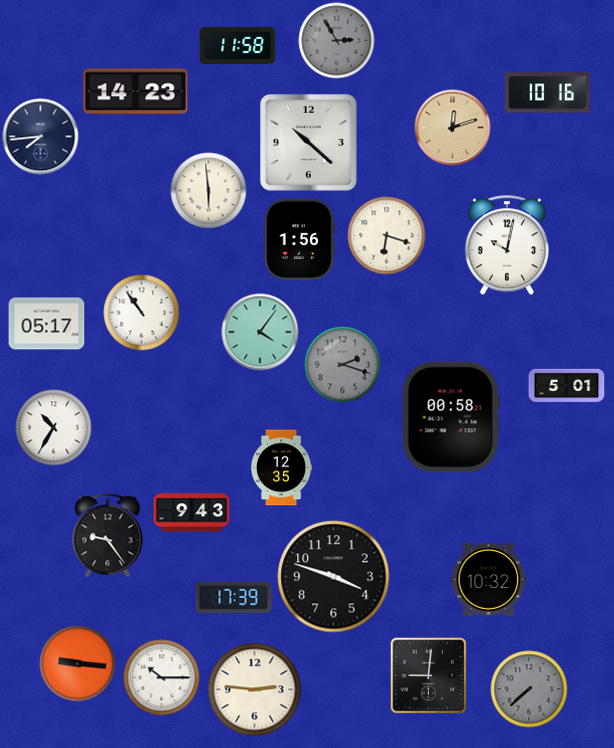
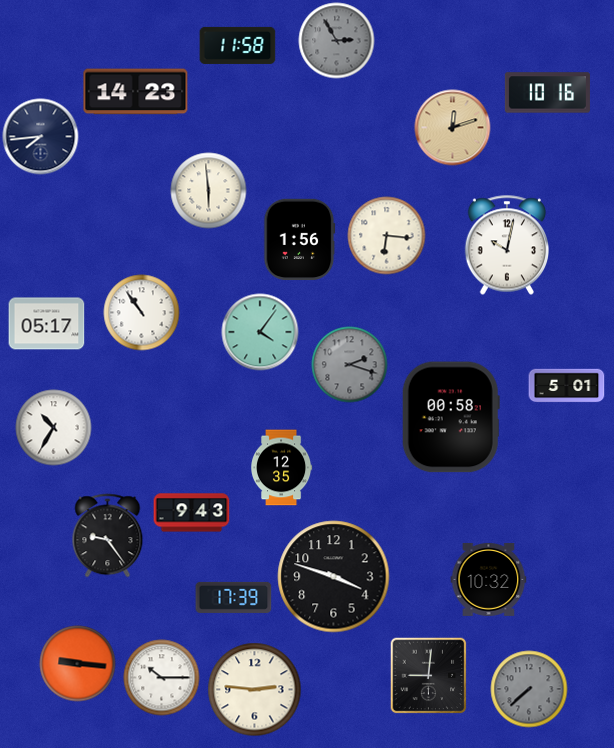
clock at (309, 143): 10:22 -> none
clock at (387, 236): 6:18 -> 6:16
clock at (343, 365) position: (343, 365) -> (350, 365)
